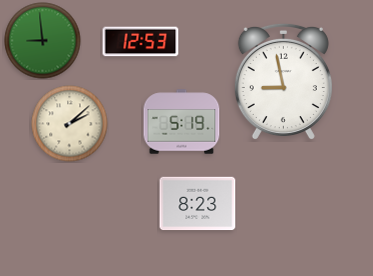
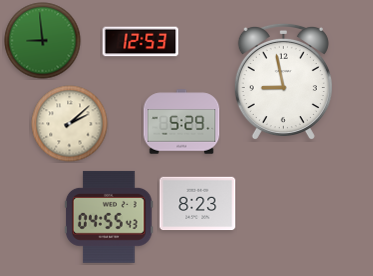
clock at (182, 122): 5:19 -> 5:29
clock at (109, 217): none -> 04:55
